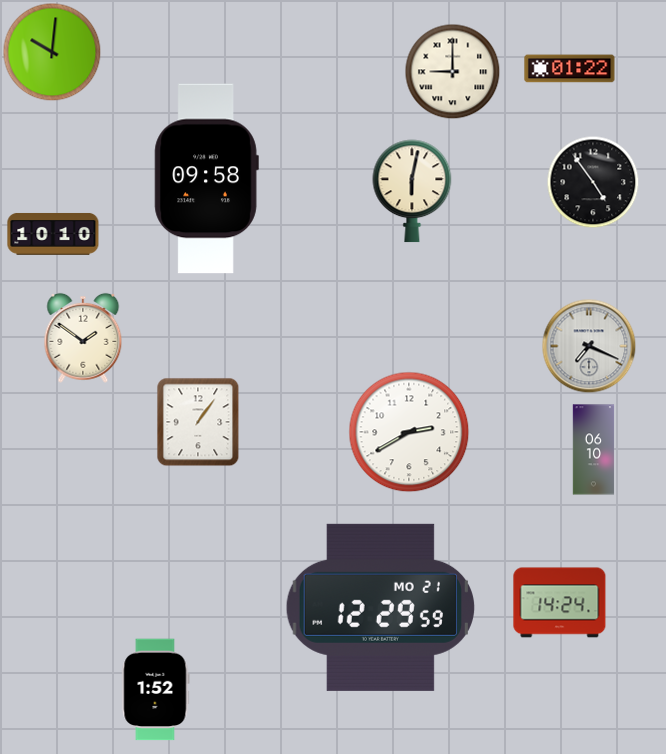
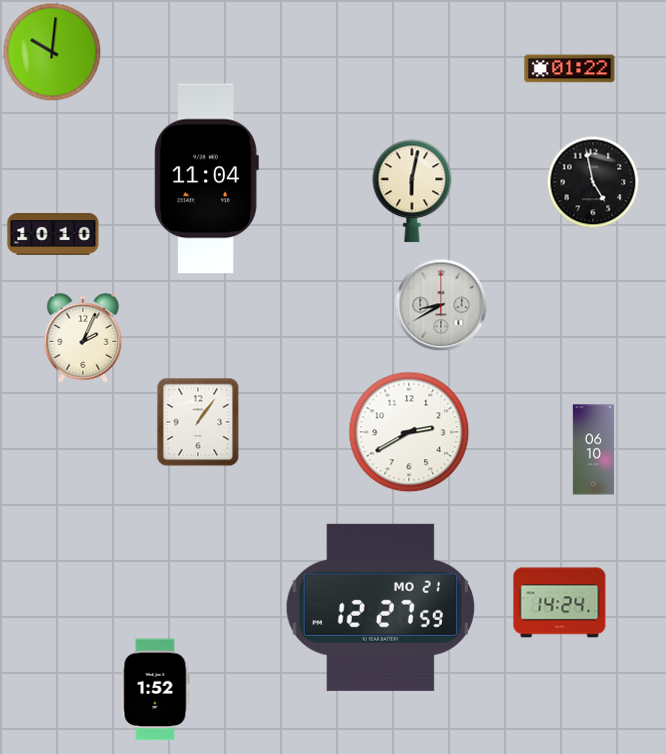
clock at (453, 72): 9:00 -> none
clock at (206, 179): 09:58 -> 11:04
clock at (593, 182): 4:54 -> 4:58
clock at (441, 305): none -> 8:40
clock at (83, 338): 1:51 -> 2:04
clock at (589, 346): 7:19 -> none
clock at (380, 607): 12:29 -> 12:27
